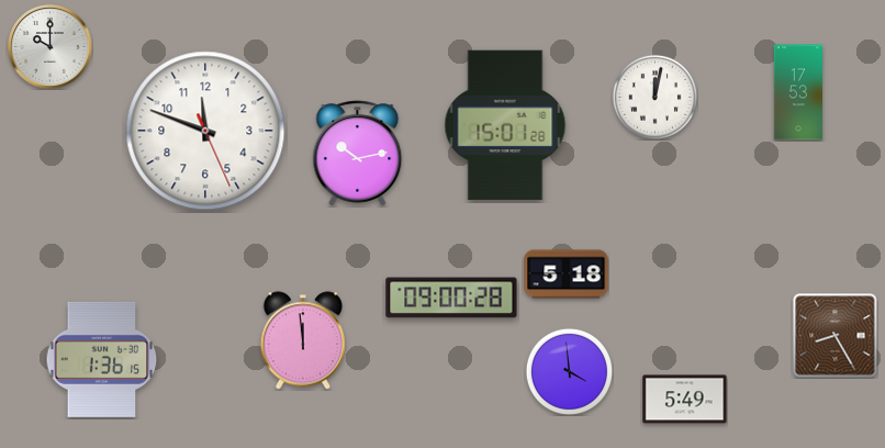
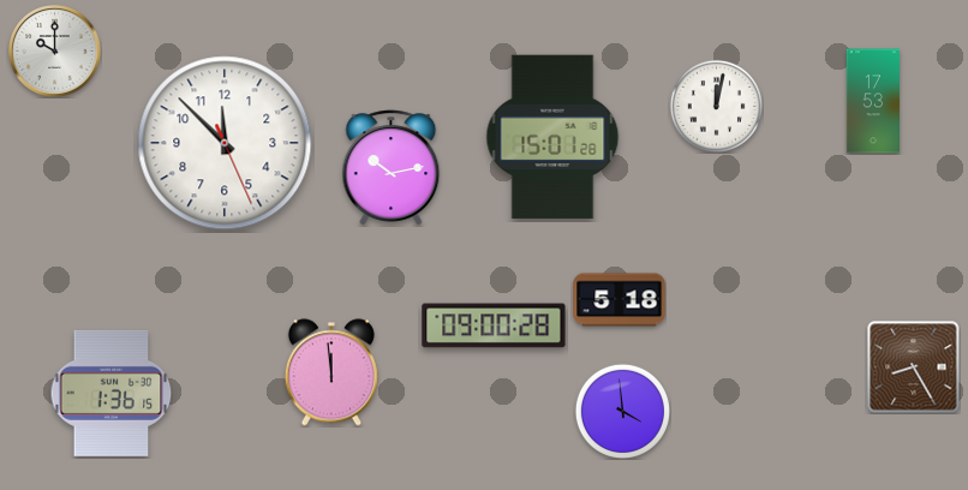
clock at (205, 131): 11:48 -> 11:52
clock at (569, 371) position: (569, 371) -> (622, 411)
clock at (685, 400): 5:49 -> none
